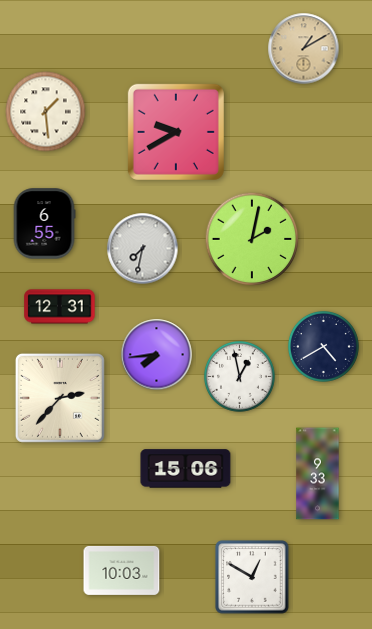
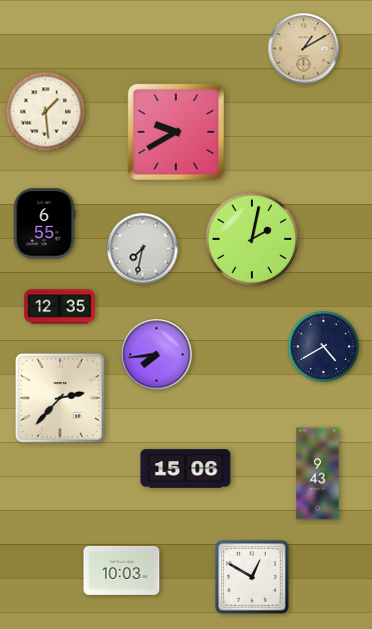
clock at (60, 307): 12:31 -> 12:35
clock at (239, 376): 12:58 -> none
clock at (318, 474): 9:33 -> 9:43
